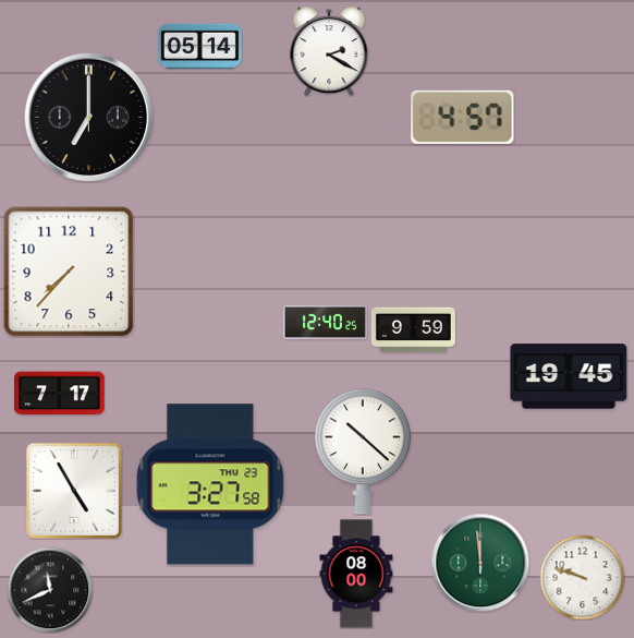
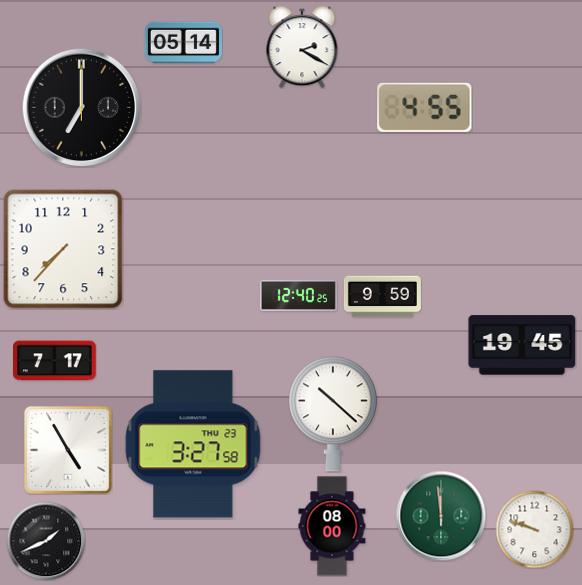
clock at (463, 117): 4:57 -> 4:55
clock at (413, 330) position: (413, 330) -> (382, 297)
clock at (356, 574) position: (356, 574) -> (332, 526)
clock at (50, 590): 11:41 -> 1:41
